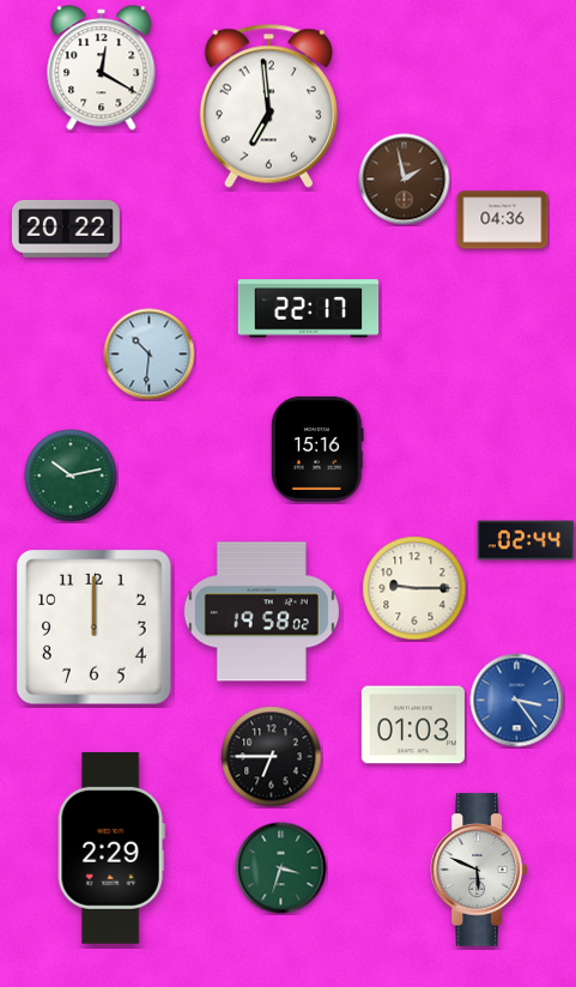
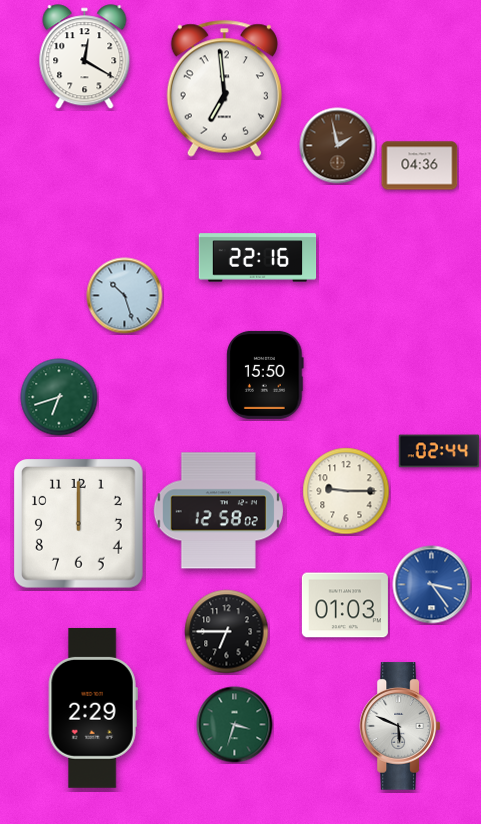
clock at (405, 180) position: (405, 180) -> (338, 146)
clock at (503, 220) position: (503, 220) -> (420, 166)
clock at (66, 229): 20:22 -> none
clock at (309, 309): 22:17 -> 22:16
clock at (150, 355): 10:31 -> 10:27
clock at (317, 449): 15:16 -> 15:50
clock at (71, 476): 10:13 -> 6:42
clock at (261, 612): 19:58 -> 12:58
